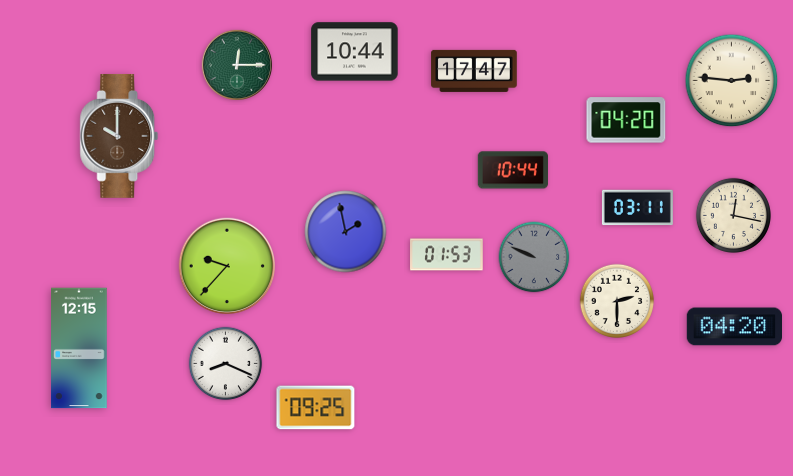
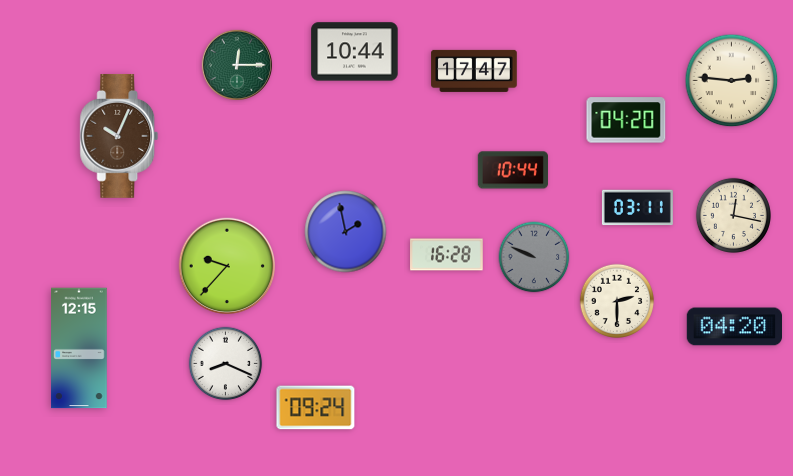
clock at (119, 136): 10:00 -> 10:04
clock at (447, 255): 01:53 -> 16:28
clock at (316, 408): 09:25 -> 09:24
